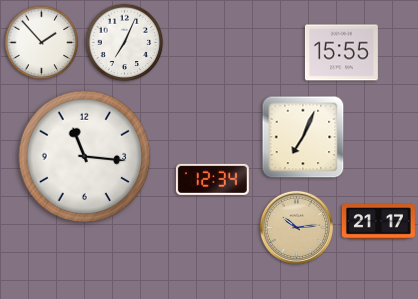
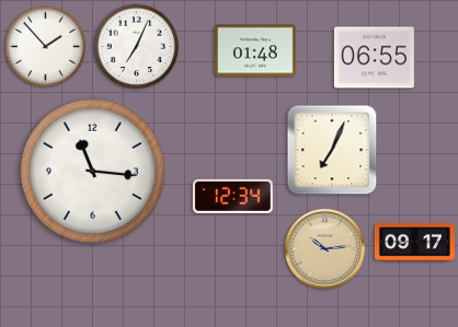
clock at (256, 50): none -> 01:48
clock at (341, 53): 15:55 -> 06:55
clock at (378, 222): 21:17 -> 09:17
